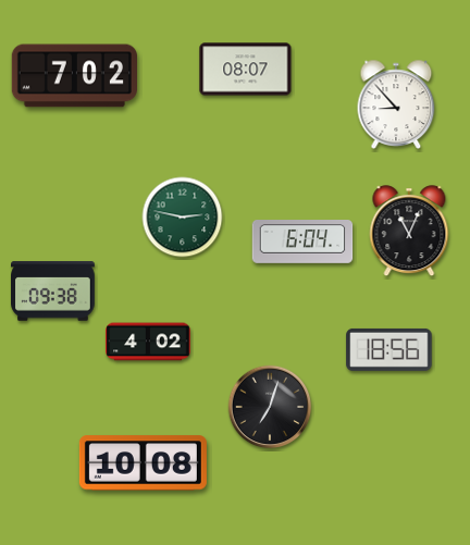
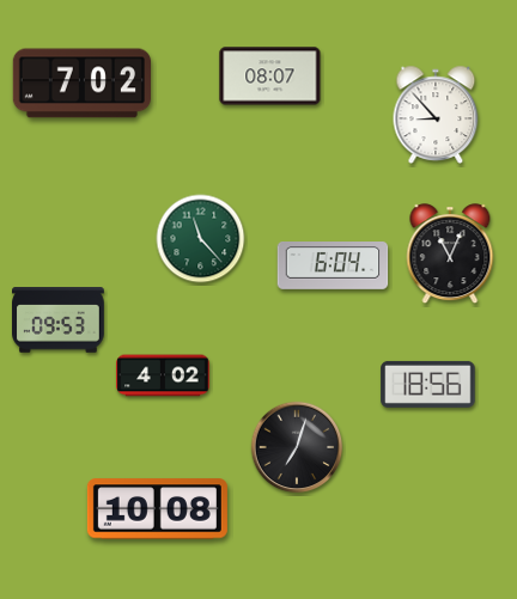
clock at (183, 218): 2:47 -> 11:23
clock at (53, 292): 09:38 -> 09:53
